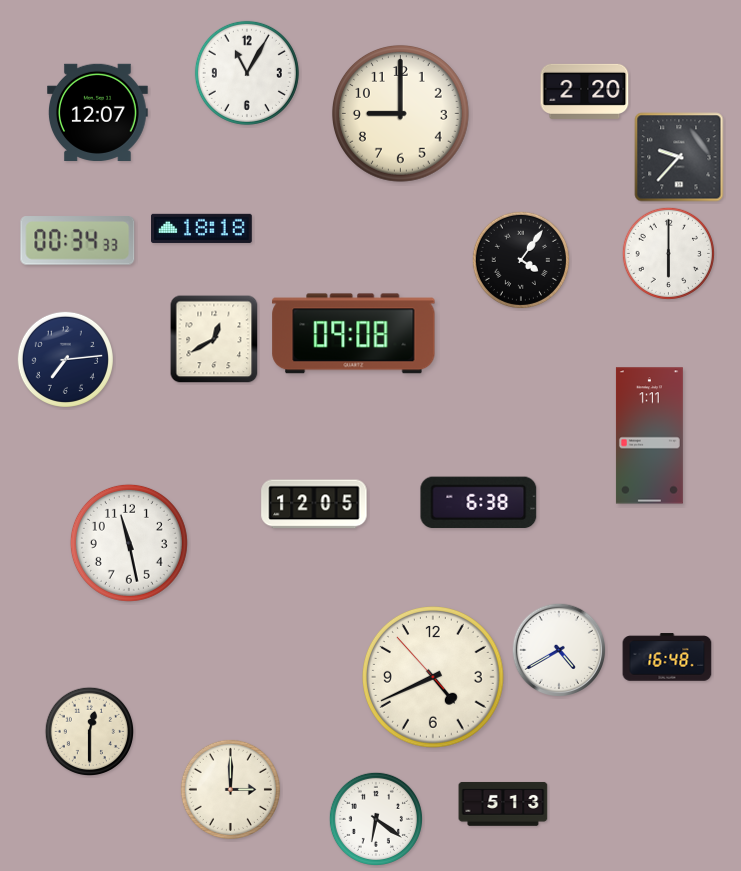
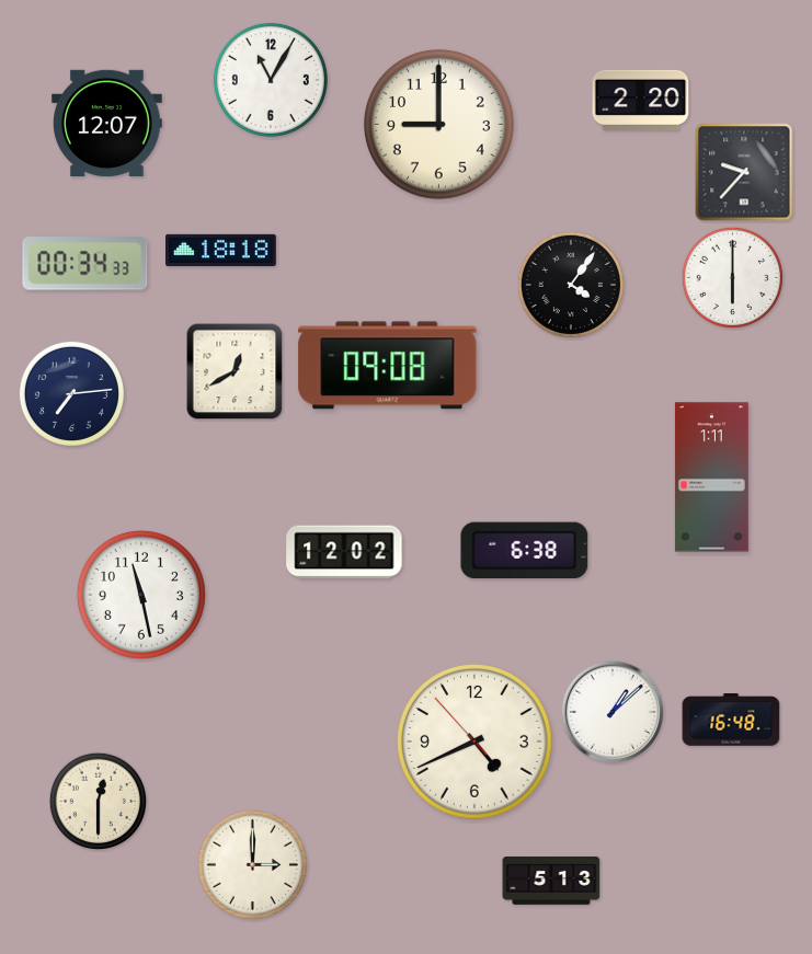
clock at (314, 504): 12:05 -> 12:02
clock at (558, 649): 4:40 -> 1:08
clock at (376, 819): 6:21 -> none
